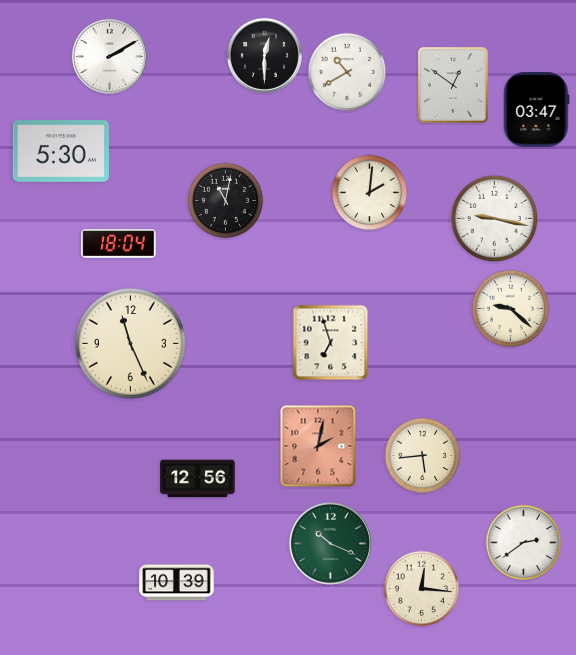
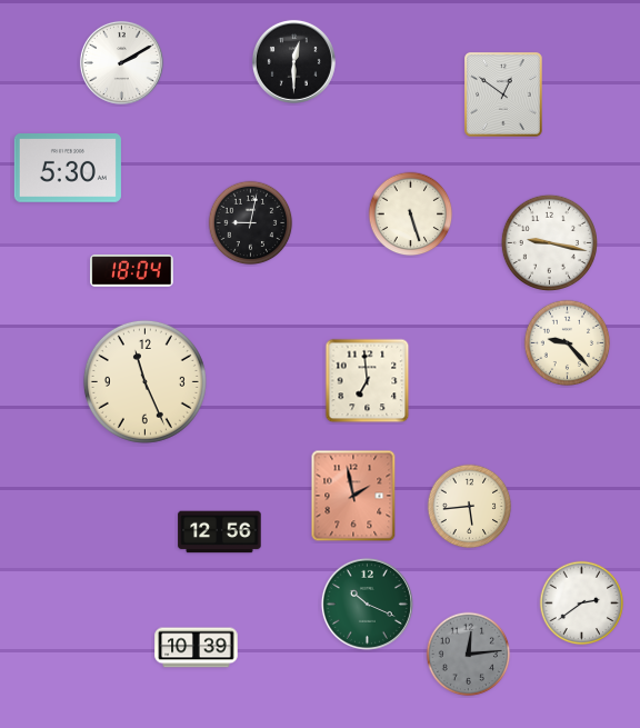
clock at (347, 72): 10:40 -> none
clock at (537, 110): 03:47 -> none
clock at (370, 193): 2:01 -> 5:27
clock at (226, 201): 11:02 -> 9:02
clock at (511, 309): 9:22 -> 9:23
clock at (331, 343): 6:57 -> 6:59
clock at (318, 446): 2:02 -> 1:58
clock at (422, 589): 12:16 -> 12:14
clock at (422, 589) dial: cream -> grey
